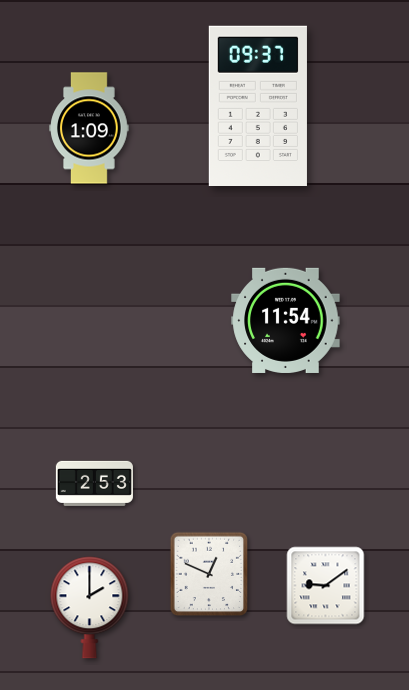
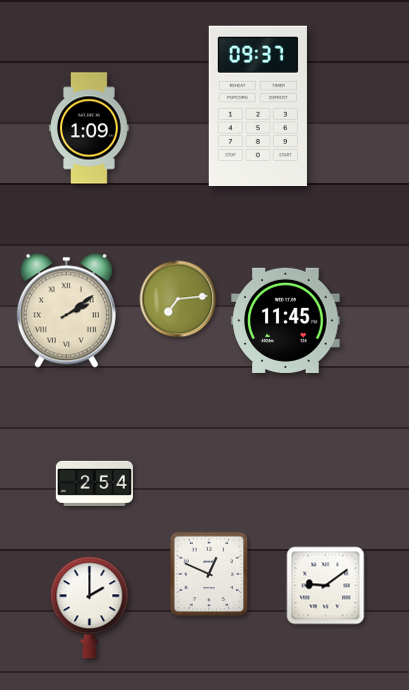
clock at (178, 299): none -> 7:14
clock at (66, 311): none -> 2:09
clock at (286, 320): 11:54 -> 11:45
clock at (94, 483): 2:53 -> 2:54
